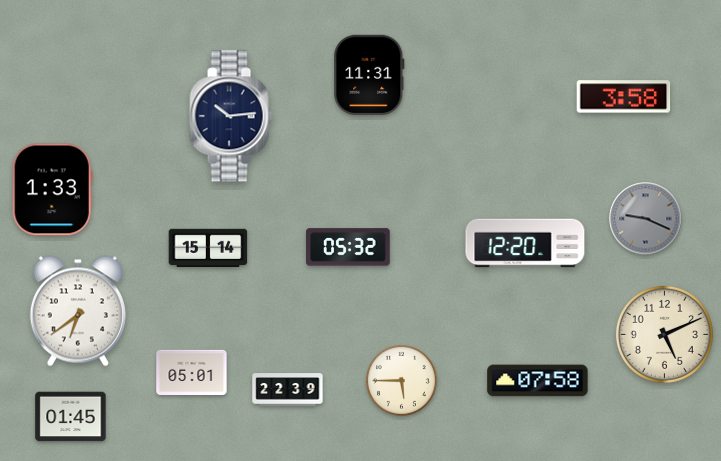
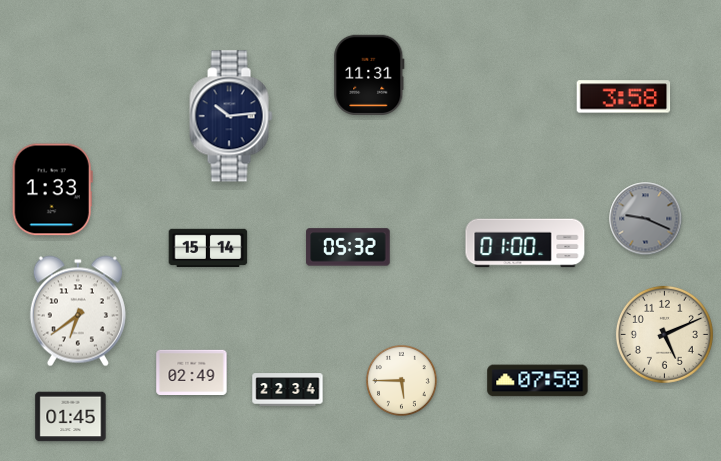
clock at (525, 243): 12:20 -> 01:00
clock at (192, 372): 05:01 -> 02:49
clock at (288, 390): 22:39 -> 22:34
